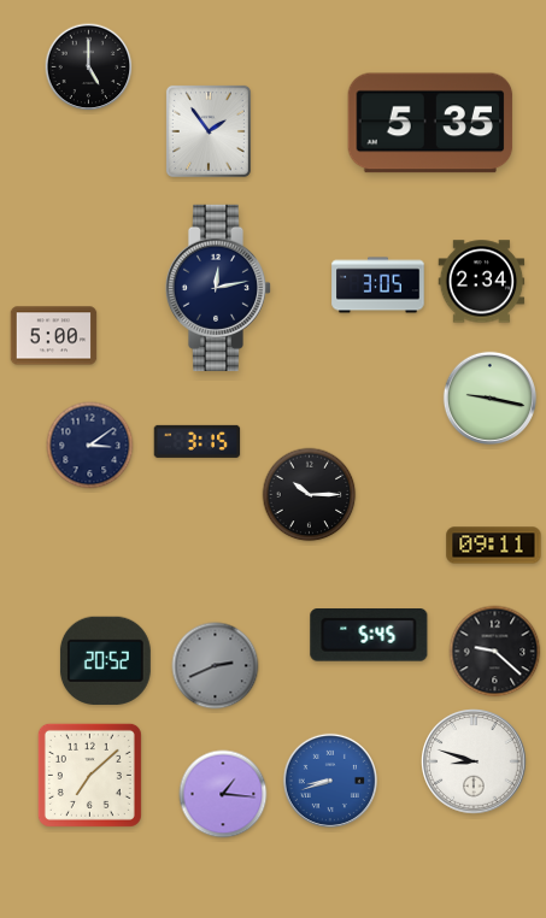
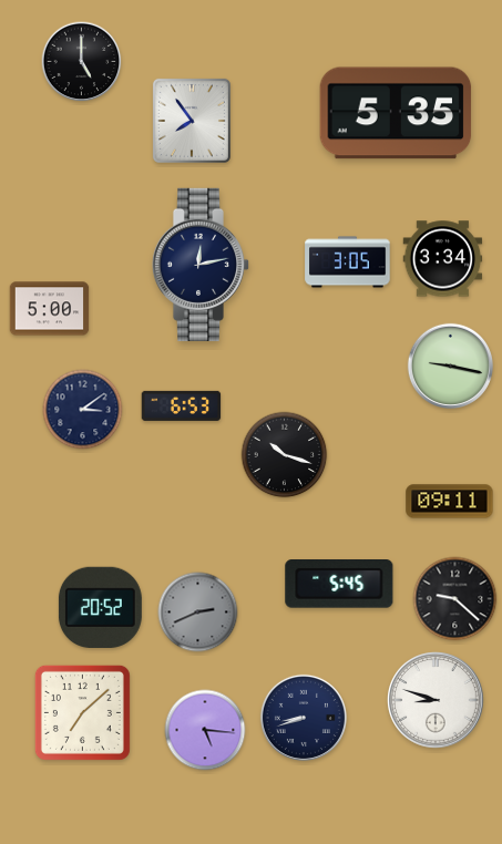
clock at (209, 131): 1:54 -> 7:54
clock at (482, 282): 2:34 -> 3:34
clock at (198, 441): 3:15 -> 6:53
clock at (310, 495): 10:15 -> 10:18
clock at (494, 546) position: (494, 546) -> (450, 502)
clock at (105, 660) position: (105, 660) -> (100, 607)
clock at (330, 781) dial: blue -> navy
clock at (223, 794): 1:16 -> 5:16
